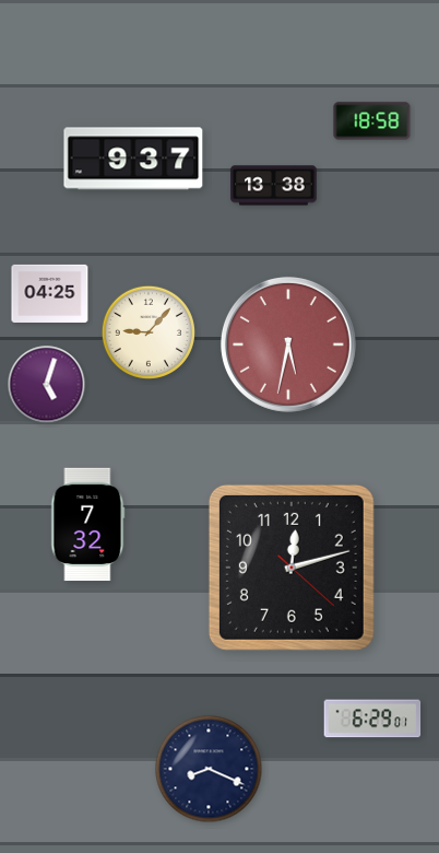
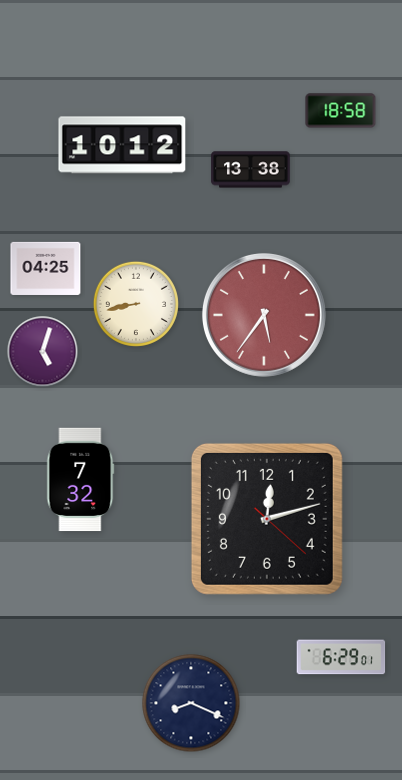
clock at (133, 159): 9:37 -> 10:12
clock at (149, 332): 9:07 -> 8:43
clock at (288, 344): 5:32 -> 5:36
